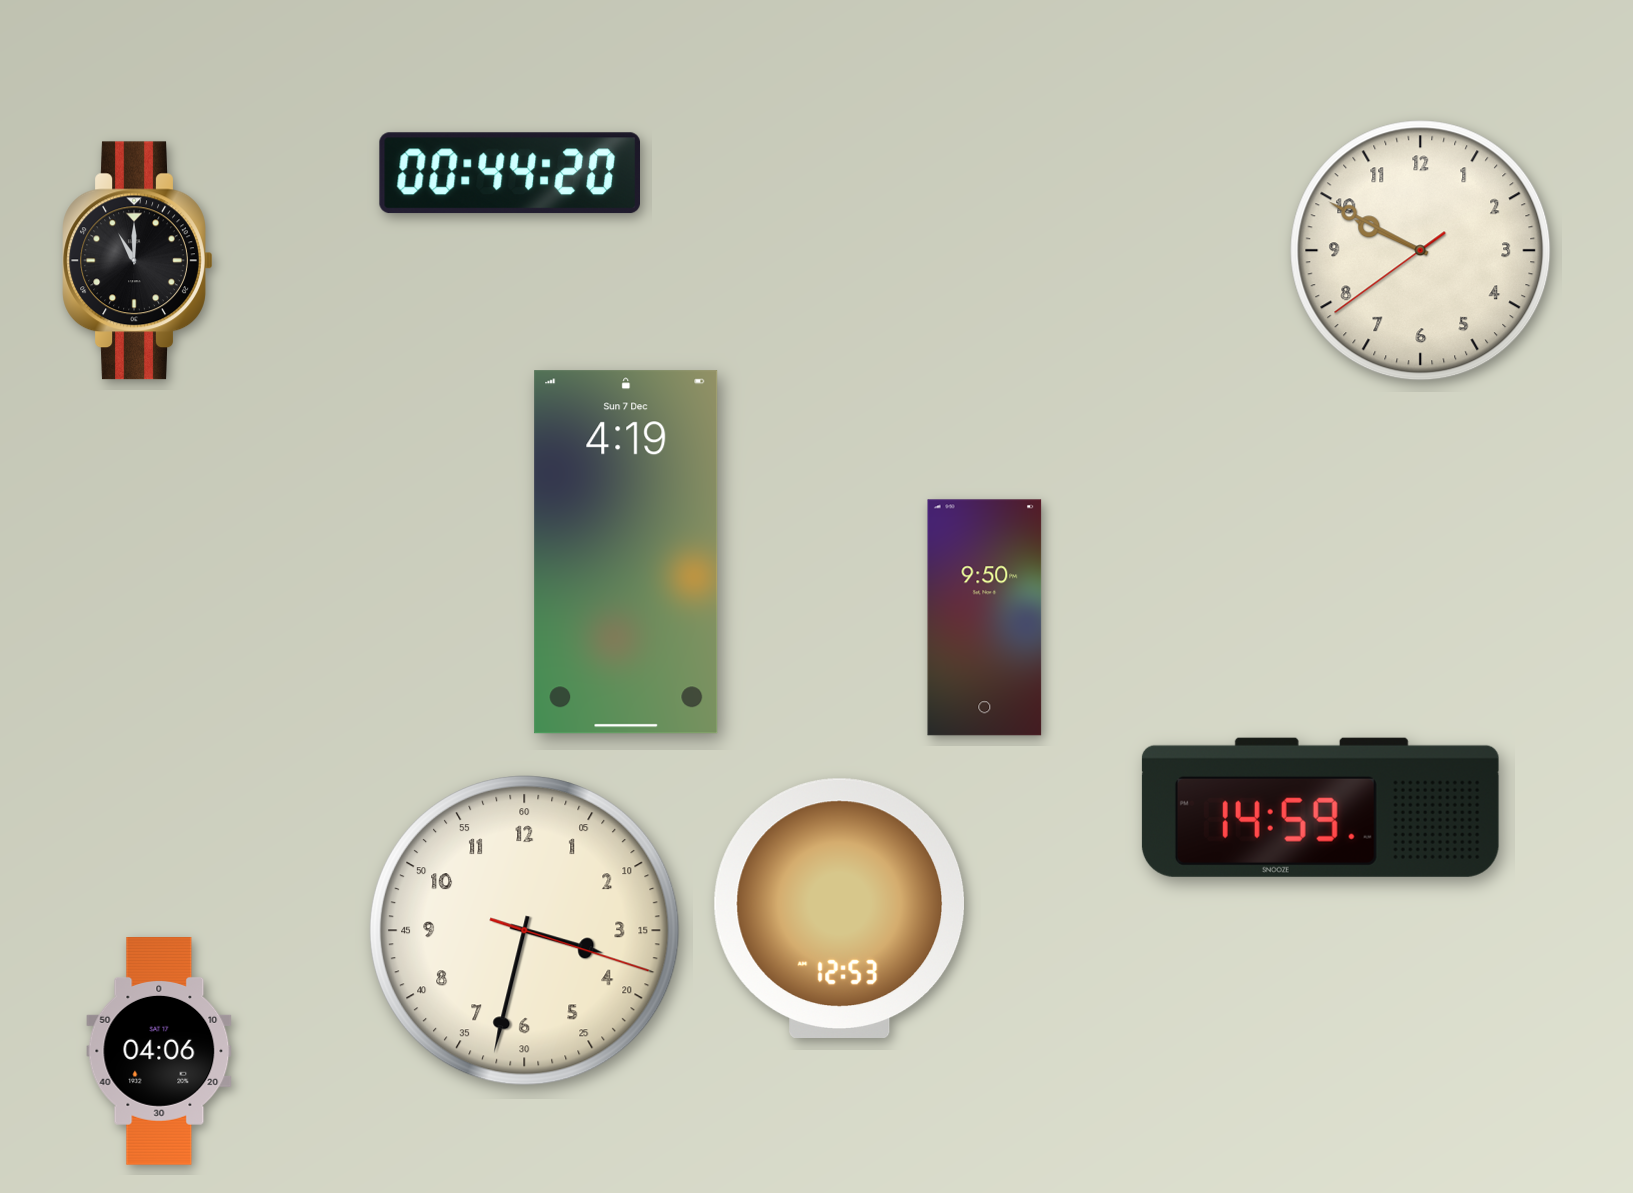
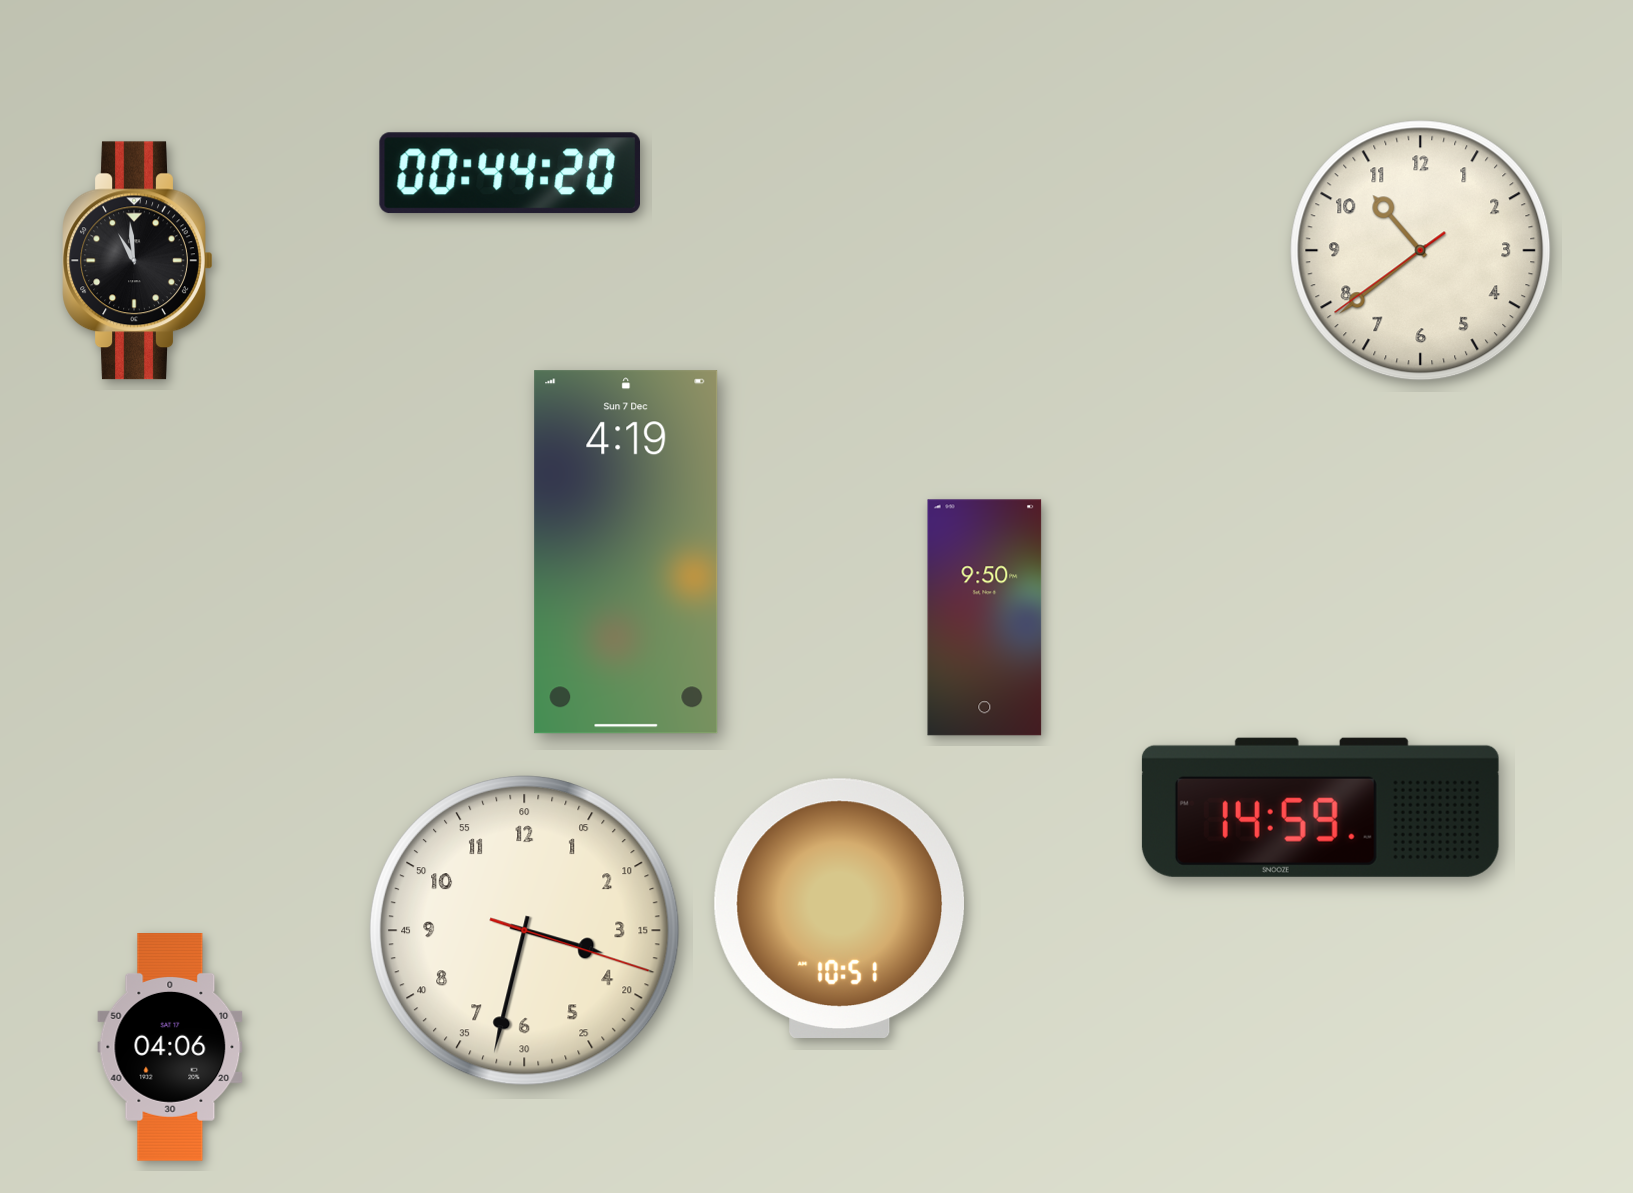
clock at (1421, 251): 9:49 -> 10:38
clock at (138, 261): 11:00 -> 10:59
clock at (839, 908): 12:53 -> 10:51
clock at (159, 1052) position: (159, 1052) -> (170, 1048)
